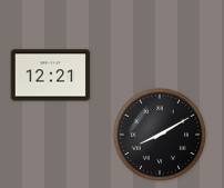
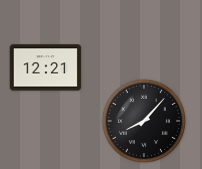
clock at (160, 135): 8:10 -> 8:07
